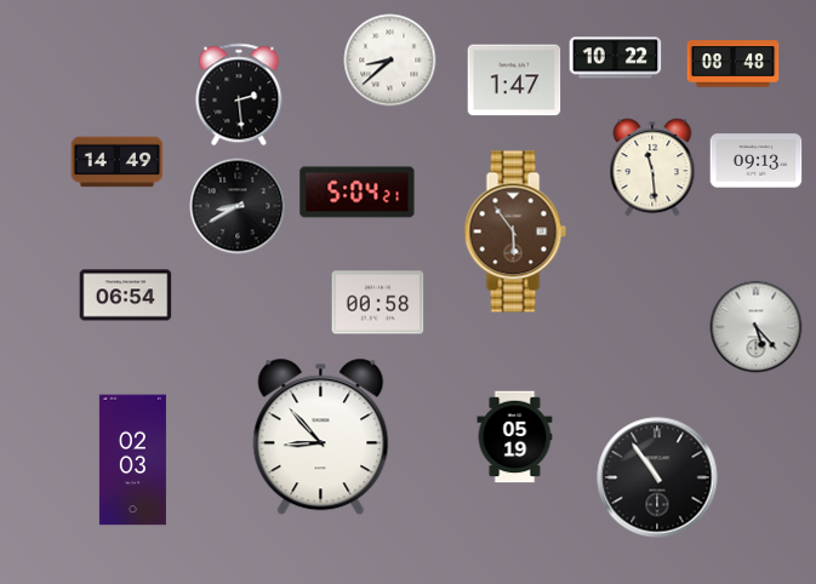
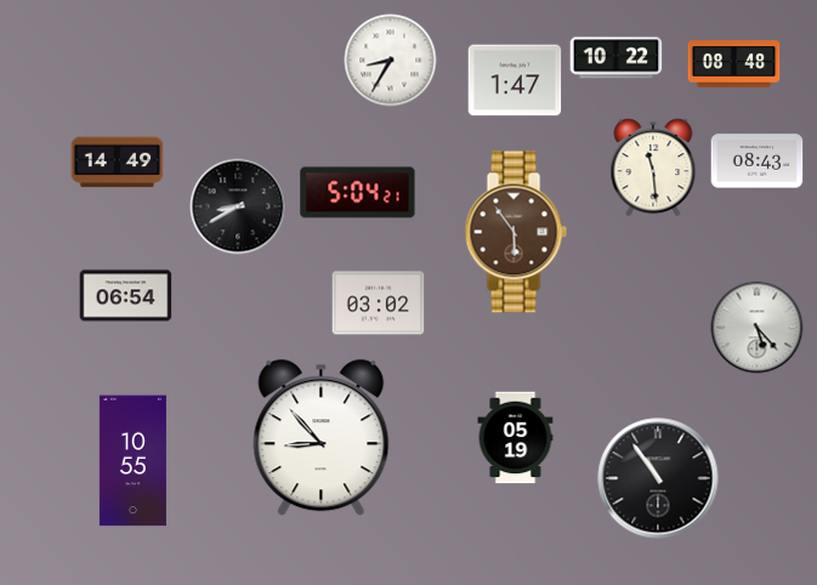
clock at (390, 61): 8:38 -> 8:35
clock at (239, 95): 2:29 -> none
clock at (757, 161): 09:13 -> 08:43
clock at (378, 303): 00:58 -> 03:02
clock at (132, 460): 02:03 -> 10:55
